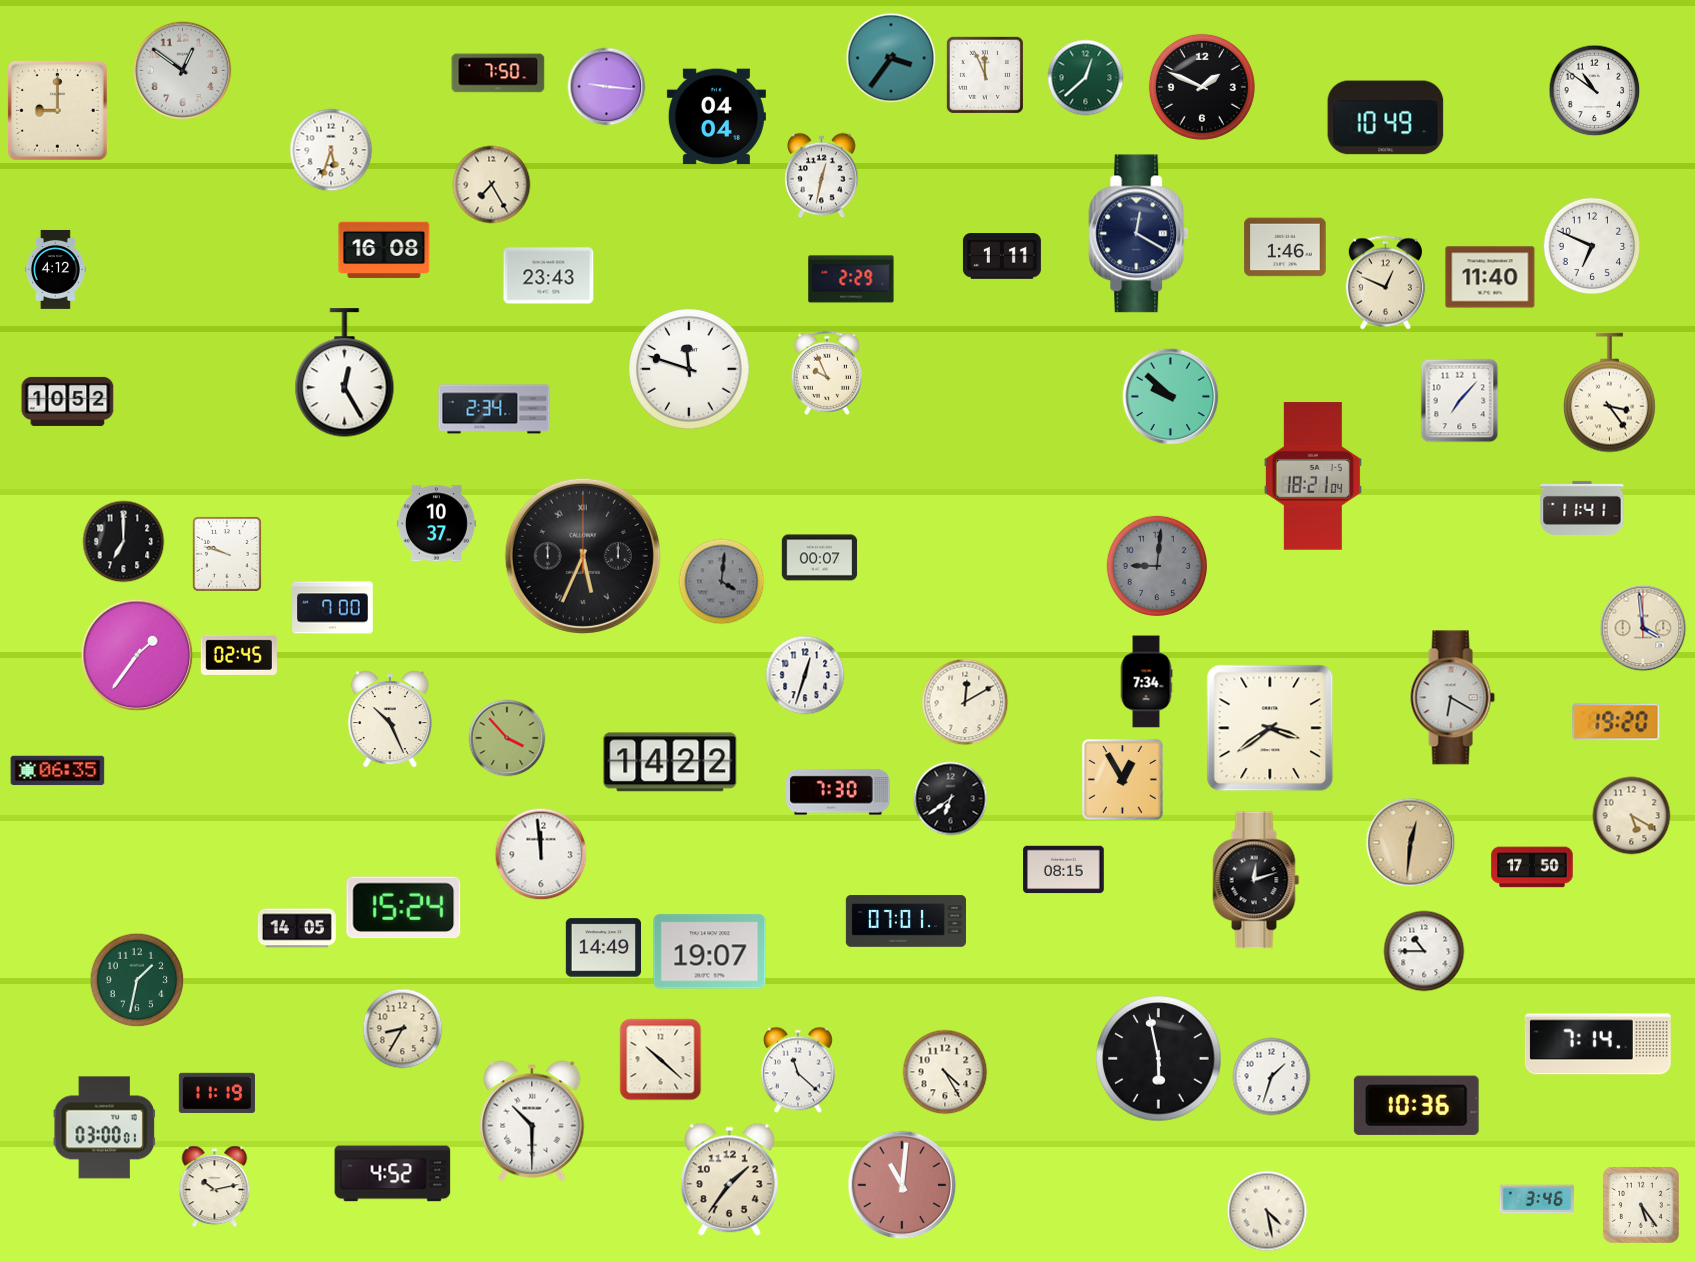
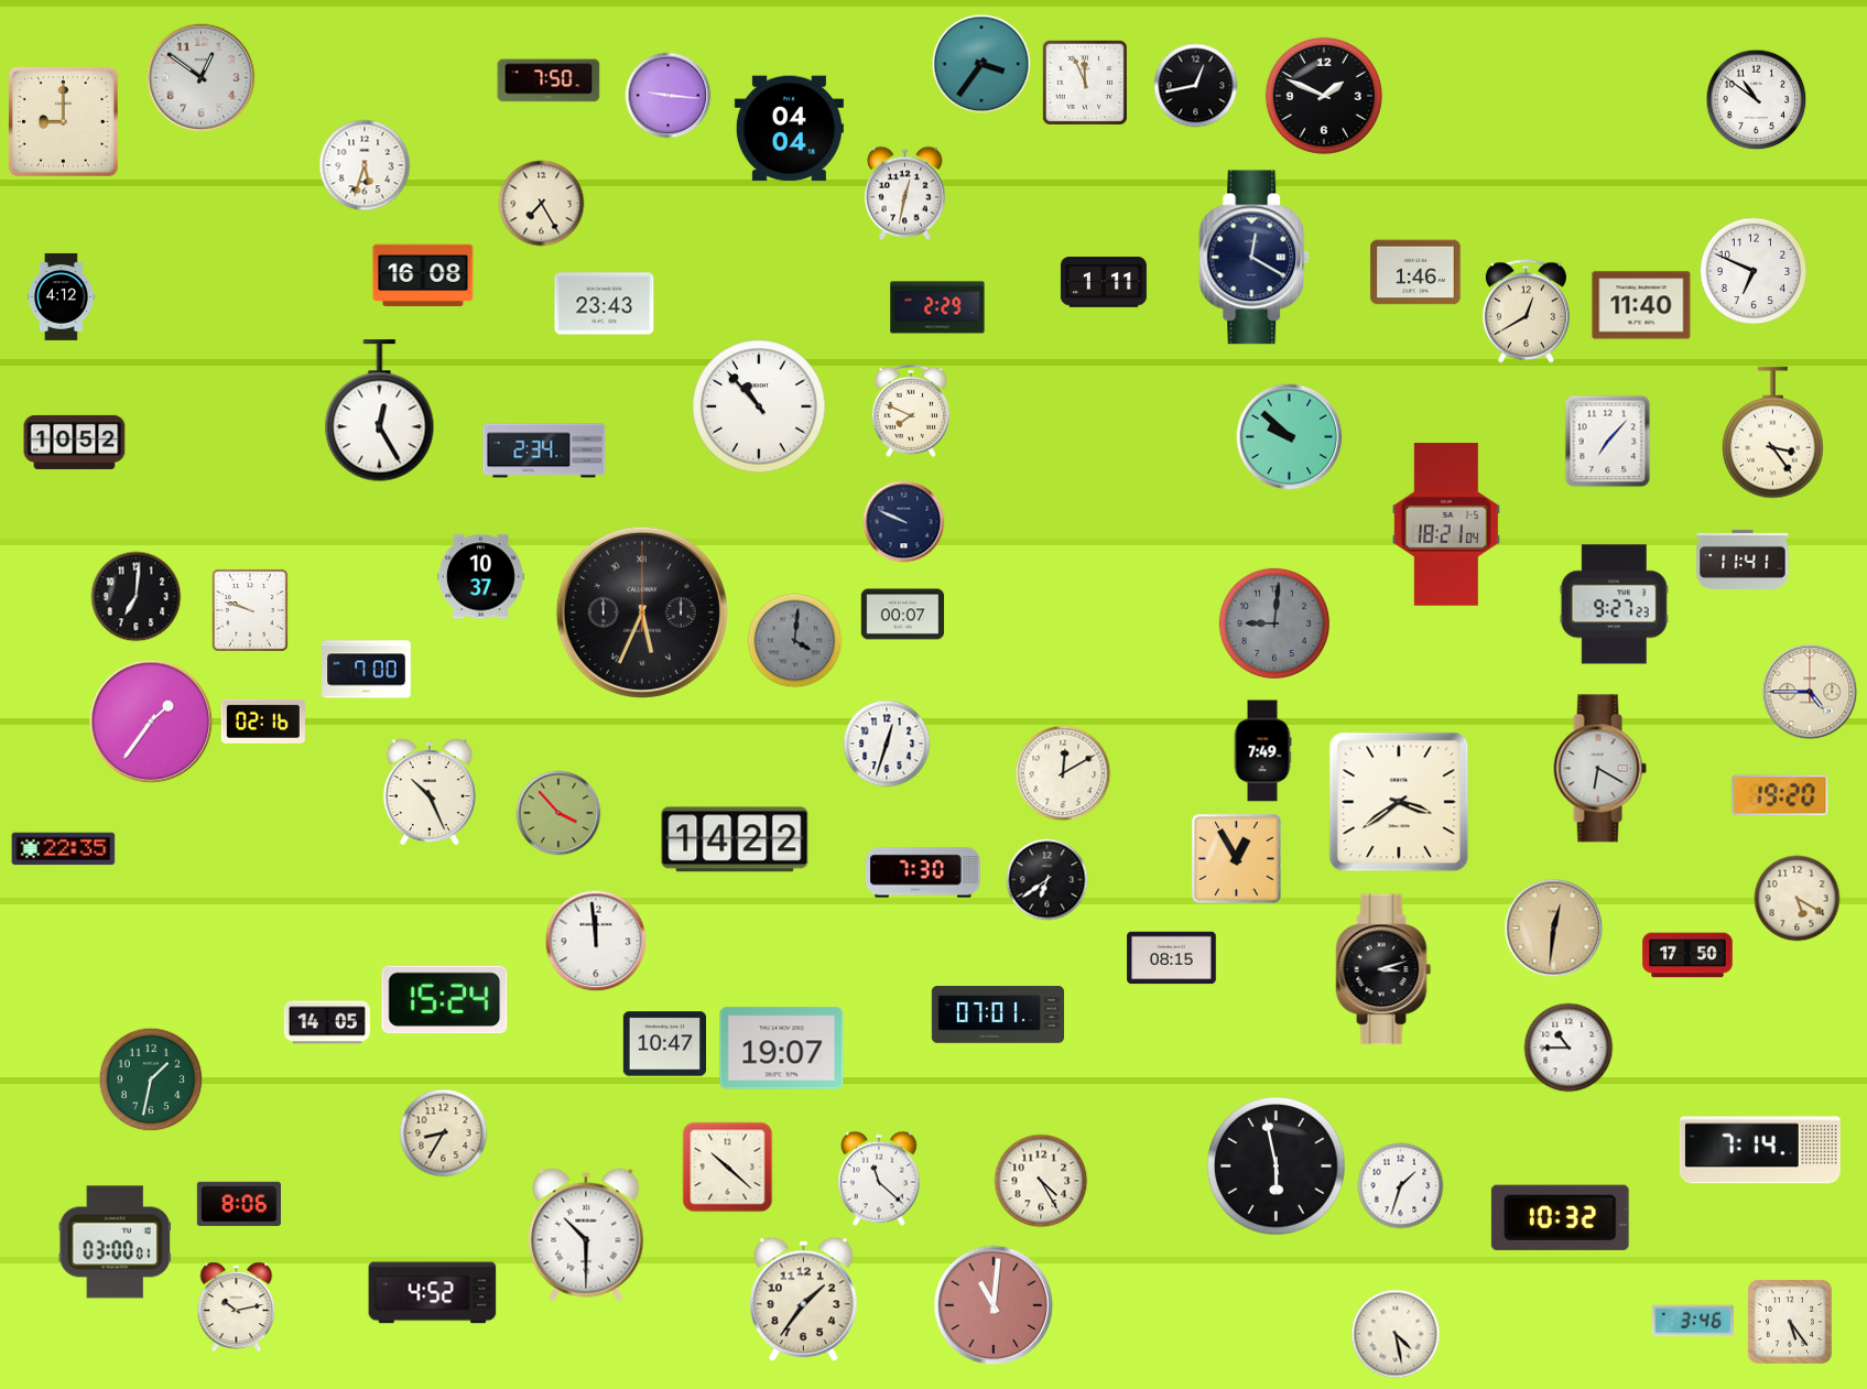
clock at (1086, 78): 12:38 -> 12:43
clock at (1086, 78) dial: green -> black
clock at (1386, 118): 10:49 -> none
clock at (1385, 283): 12:49 -> 12:40
clock at (689, 369): 11:48 -> 10:53
clock at (826, 373): 9:56 -> 7:49
clock at (904, 522): none -> 9:49
clock at (124, 542): 7:00 -> 7:01
clock at (1614, 605): none -> 9:27
clock at (1643, 628): 3:59 -> 4:45
clock at (239, 655): 02:45 -> 02:16
clock at (1146, 682): 7:34 -> 7:49
clock at (670, 762) position: (670, 762) -> (735, 839)
clock at (58, 771): 06:35 -> 22:35
clock at (1256, 880): 12:12 -> 3:12
clock at (604, 948): 14:49 -> 10:47
clock at (217, 1092): 11:19 -> 8:06
clock at (1416, 1105): 10:36 -> 10:32
clock at (1641, 1205) position: (1641, 1205) -> (1790, 1322)
